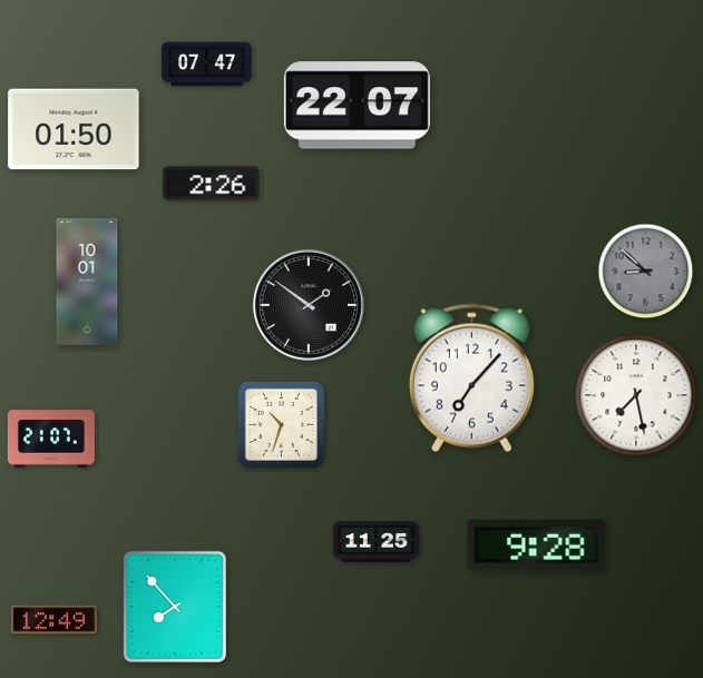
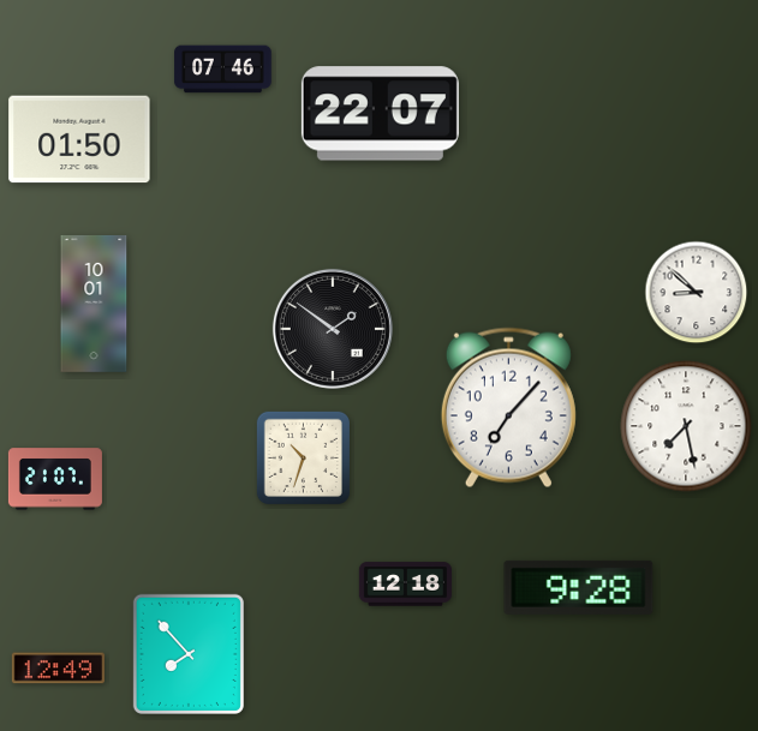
clock at (207, 65): 07:47 -> 07:46
clock at (357, 106) position: (357, 106) -> (380, 114)
clock at (212, 184): 2:26 -> none
clock at (646, 272) dial: grey -> white
clock at (51, 439) position: (51, 439) -> (55, 479)
clock at (375, 542): 11:25 -> 12:18
